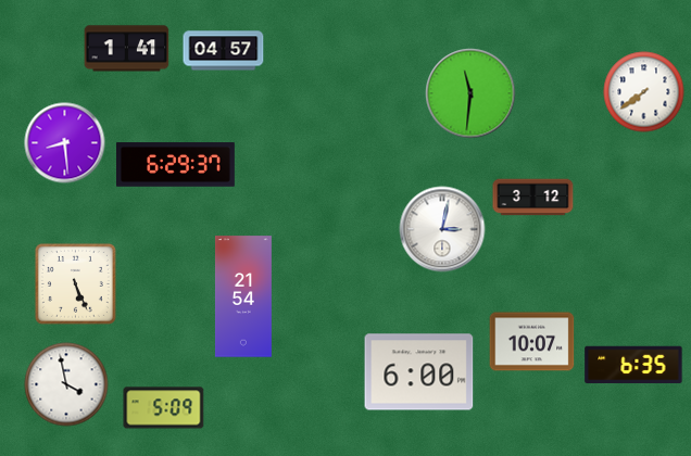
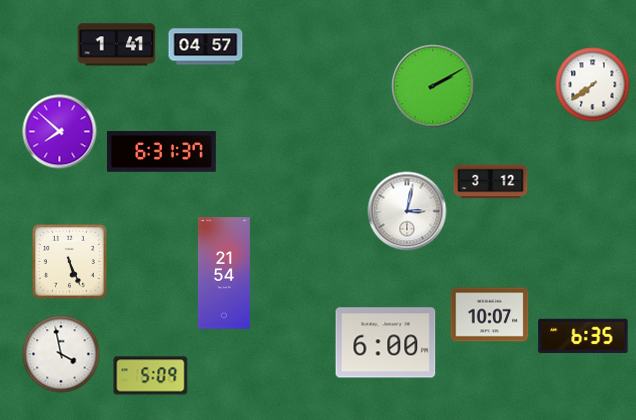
clock at (470, 93): 11:31 -> 2:10
clock at (65, 143): 8:29 -> 7:52
clock at (176, 165): 6:29 -> 6:31
